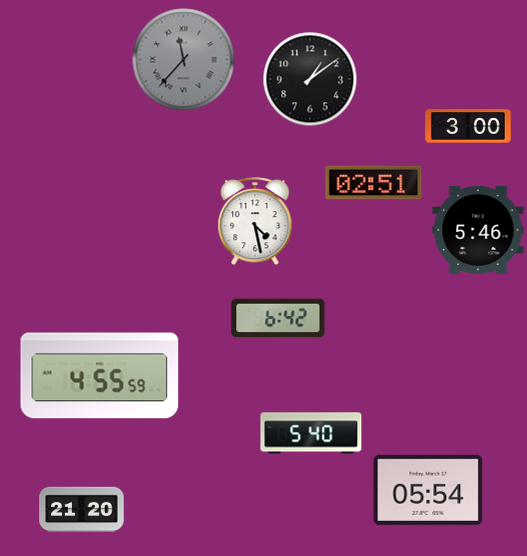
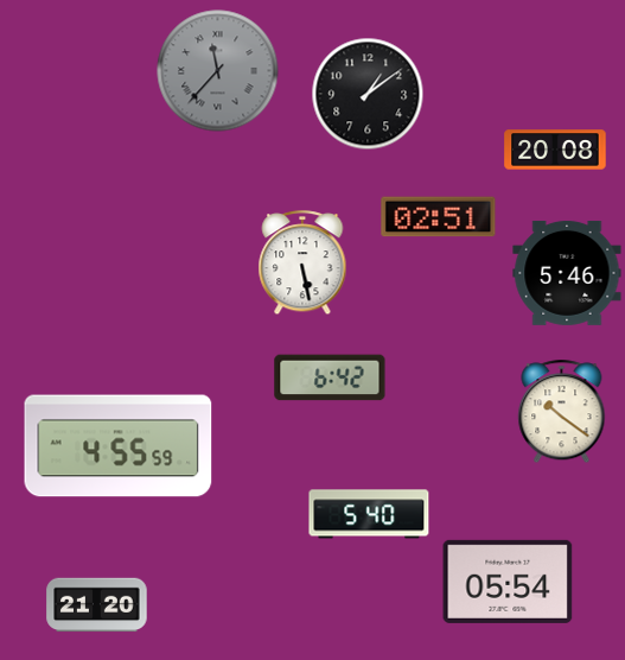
clock at (468, 126): 3:00 -> 20:08
clock at (374, 183) position: (374, 183) -> (439, 217)
clock at (255, 221): 4:28 -> 5:28
clock at (562, 411): none -> 10:21
